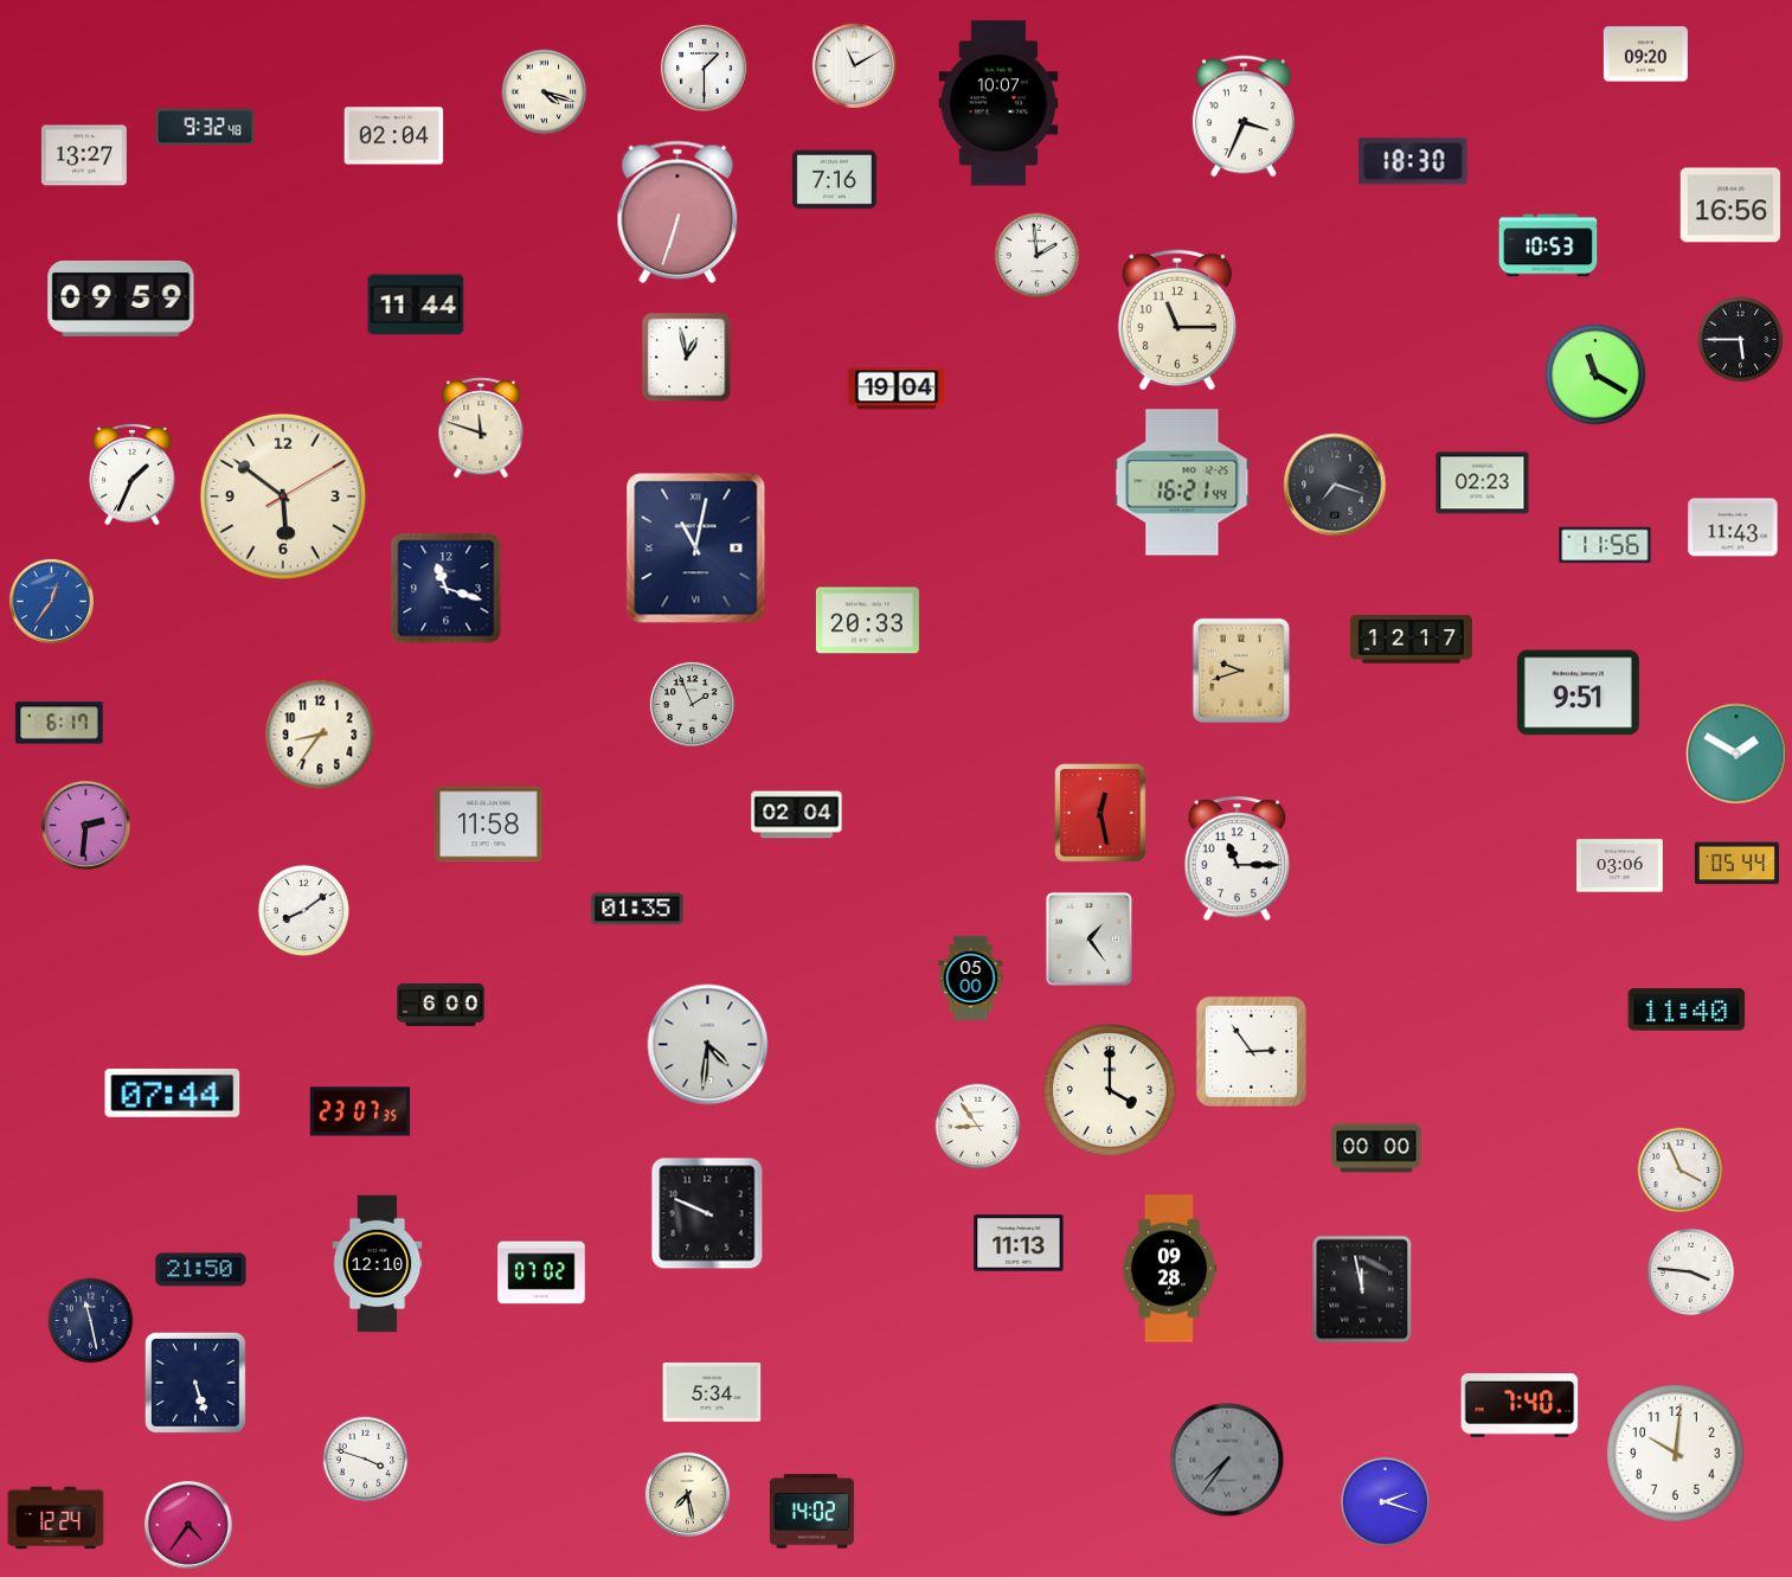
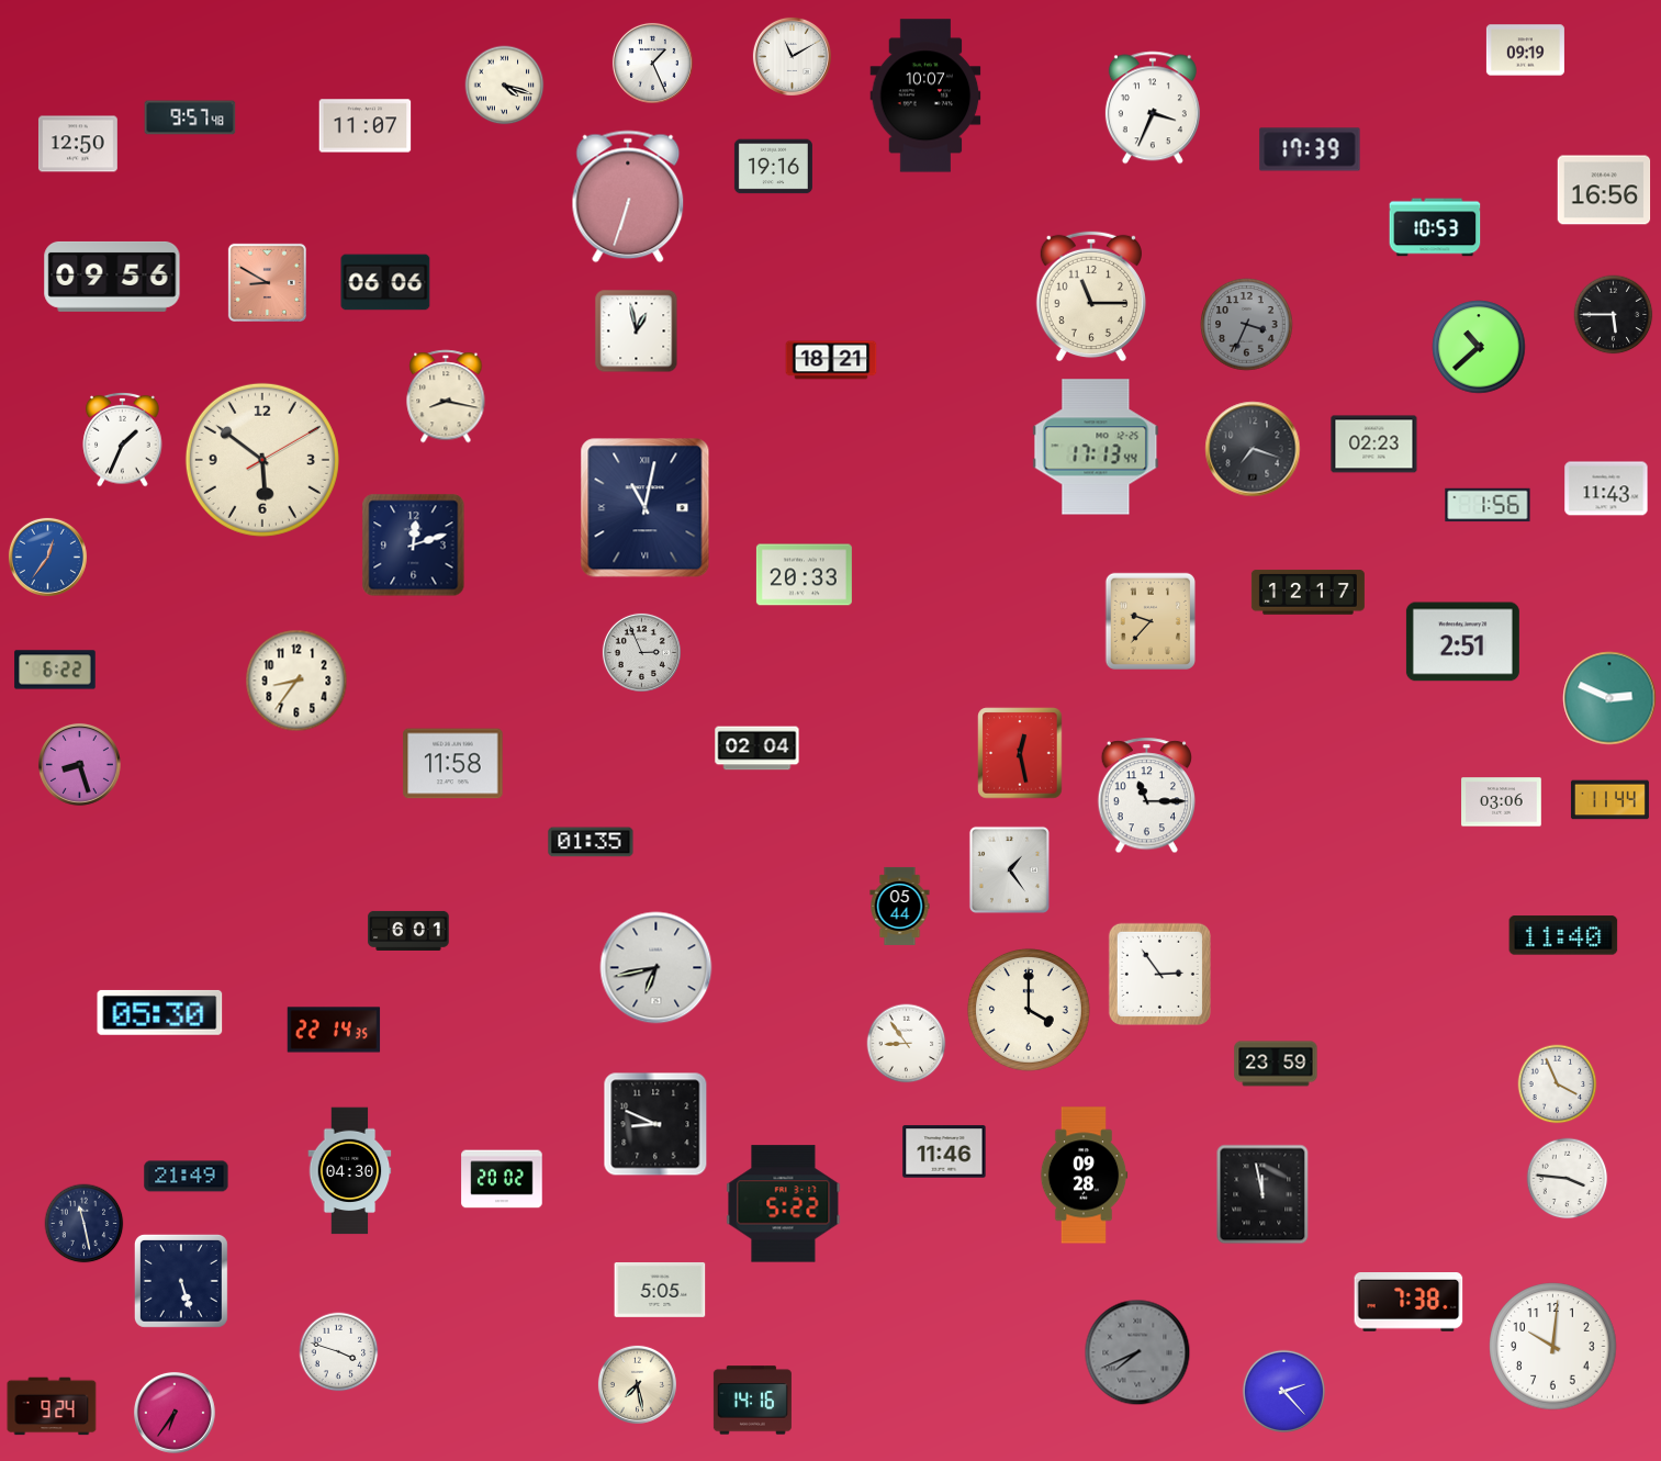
clock at (1645, 55): 09:20 -> 09:19
clock at (854, 65) position: (854, 65) -> (792, 56)
clock at (704, 68): 1:30 -> 1:26
clock at (205, 127): 9:32 -> 9:57
clock at (394, 136): 02:04 -> 11:07
clock at (84, 155): 13:27 -> 12:50
clock at (1413, 161): 18:30 -> 17:39
clock at (834, 180): 7:16 -> 19:16
clock at (1038, 256): 1:59 -> none
clock at (121, 299): 09:59 -> 09:56
clock at (267, 282): none -> 8:50
clock at (416, 304): 11:44 -> 06:06
clock at (1247, 325): none -> 3:34
clock at (1595, 374): 11:20 -> 10:38
clock at (897, 389): 19:04 -> 18:21
clock at (481, 428): 11:48 -> 8:17
clock at (1182, 482): 16:21 -> 17:13
clock at (1483, 483) position: (1483, 483) -> (1374, 445)
clock at (1335, 485) position: (1335, 485) -> (1253, 449)
clock at (1605, 545): 11:56 -> 1:56
clock at (447, 589): 11:18 -> 12:12
clock at (1240, 669): 9:42 -> 9:37
clock at (1578, 693): 9:51 -> 2:51
clock at (692, 704): 1:56 -> 2:56
clock at (59, 723): 6:17 -> 6:22
clock at (1736, 754): 1:50 -> 2:49
clock at (797, 815) position: (797, 815) -> (757, 749)
clock at (85, 825): 2:31 -> 8:27
clock at (1736, 864): 05:44 -> 11:44
clock at (303, 910): 8:09 -> none
clock at (971, 977): 05:00 -> 05:44
clock at (441, 1005): 6:00 -> 6:01
clock at (708, 1045): 4:31 -> 6:43
clock at (173, 1092): 07:44 -> 05:30
clock at (360, 1111): 23:07 -> 22:14
clock at (1376, 1148): 00:00 -> 23:59
clock at (707, 1213): 9:49 -> 8:49
clock at (1019, 1243): 11:13 -> 11:46
clock at (378, 1264): 12:10 -> 04:30
clock at (201, 1270): 21:50 -> 21:49
clock at (541, 1273): 07:02 -> 20:02
clock at (784, 1204): none -> 5:22
clock at (712, 1392): 5:34 -> 5:05
clock at (1520, 1406): 7:40 -> 7:38
clock at (1227, 1460): 7:36 -> 7:41
clock at (1386, 1502): 2:18 -> 2:23
clock at (811, 1512): 14:02 -> 14:16
clock at (56, 1518): 12:24 -> 9:24
clock at (188, 1525): 4:36 -> 6:36
